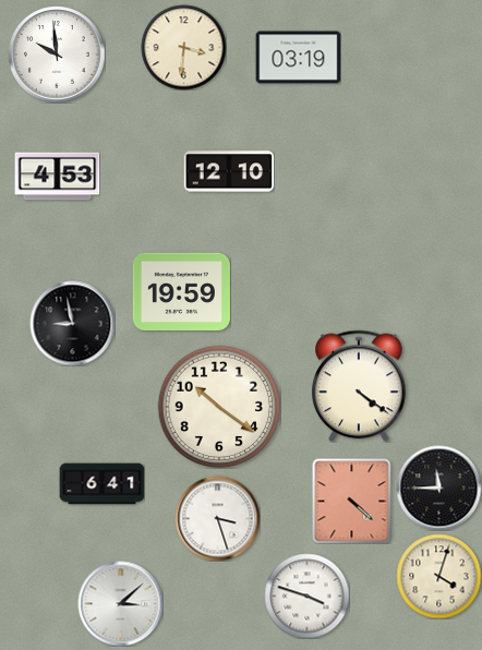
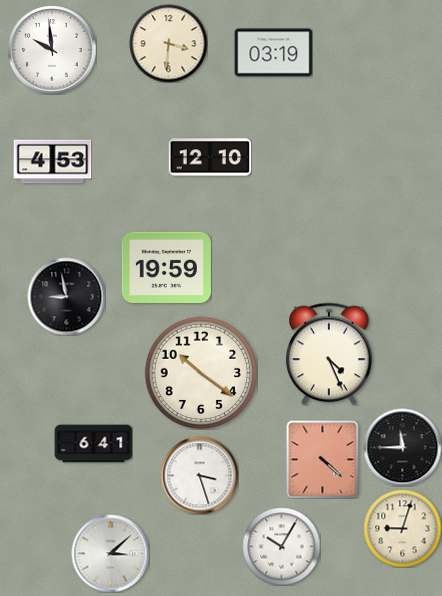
clock at (360, 386): 4:21 -> 4:26
clock at (438, 576): 4:03 -> 9:03
clock at (306, 595): 3:48 -> 10:05
